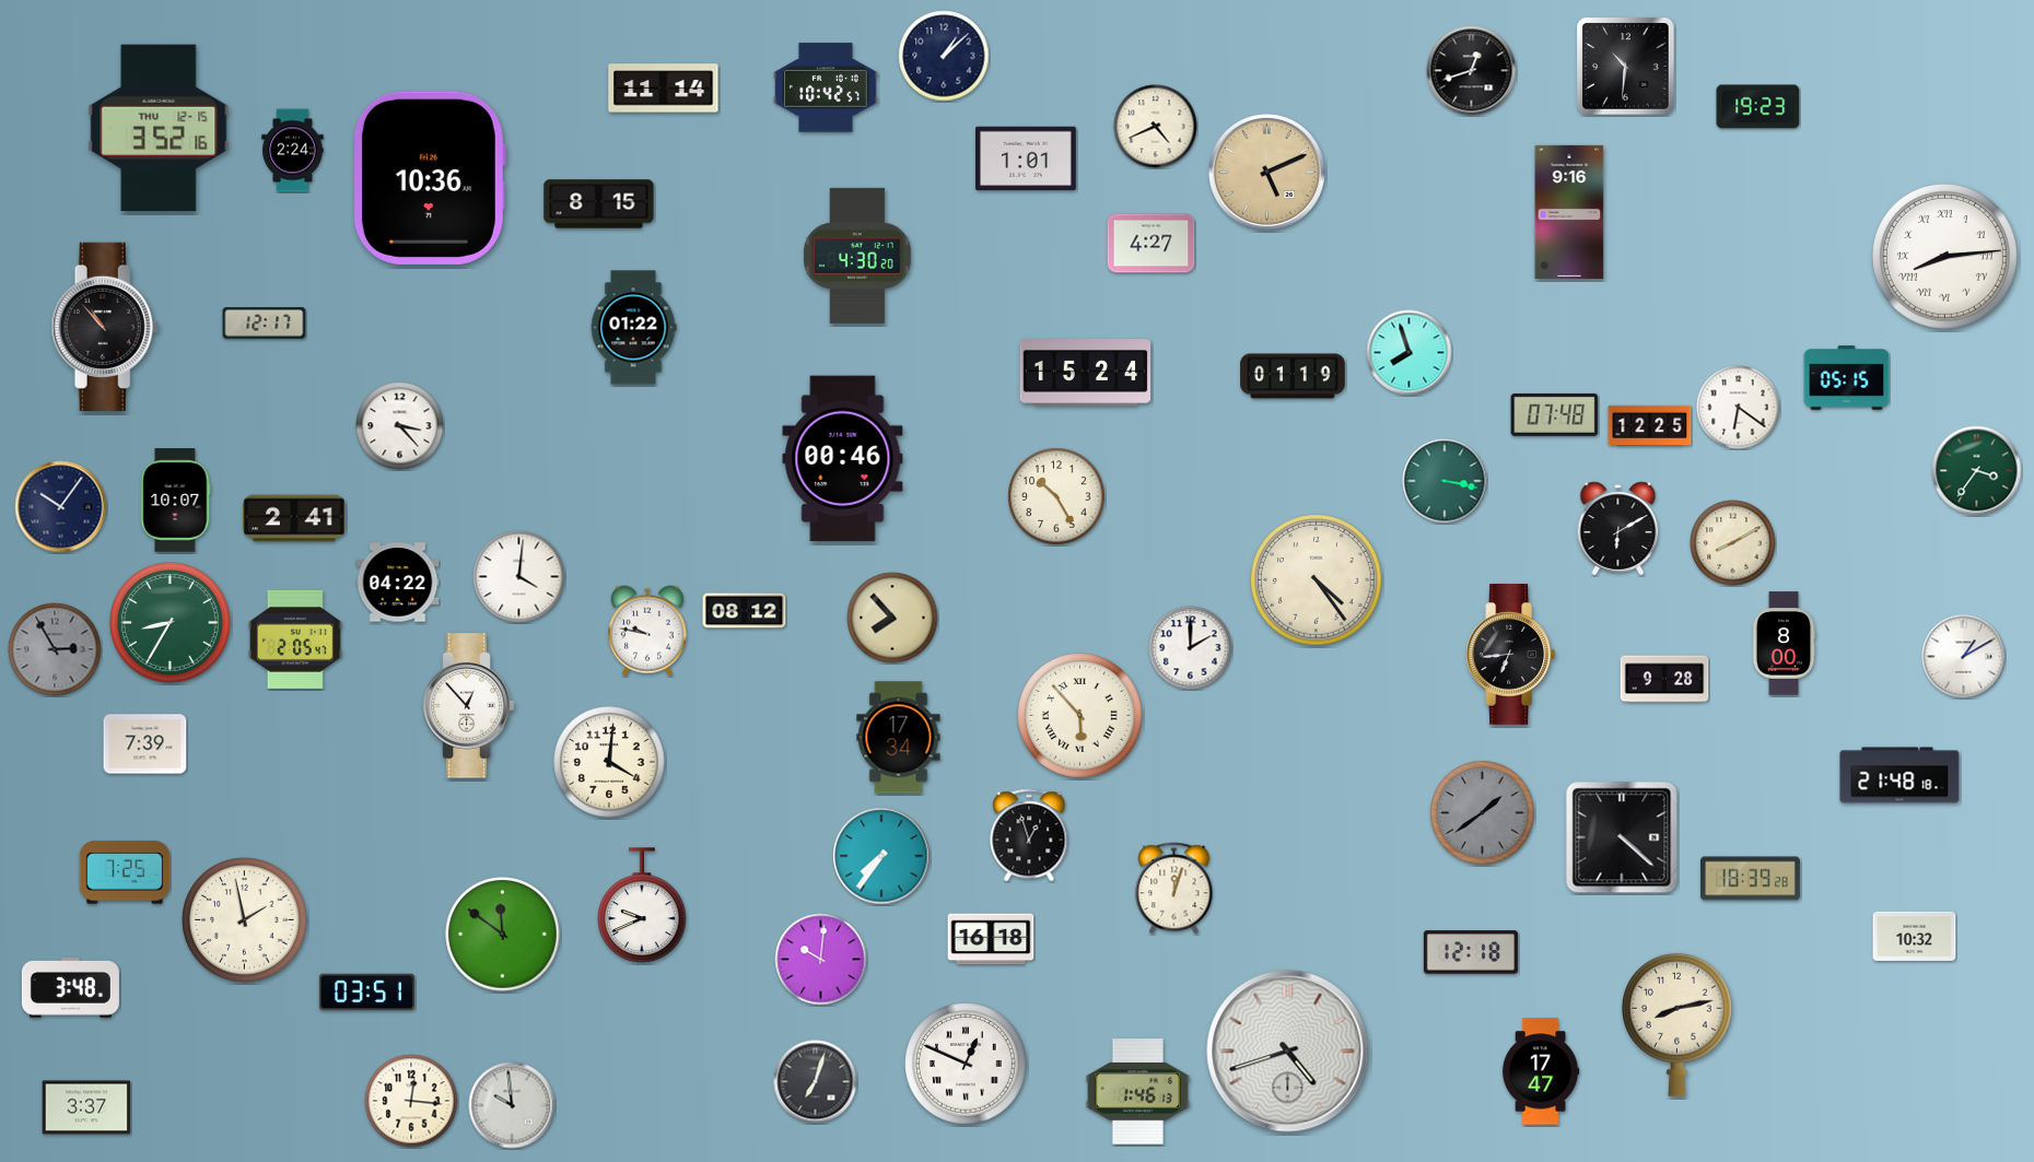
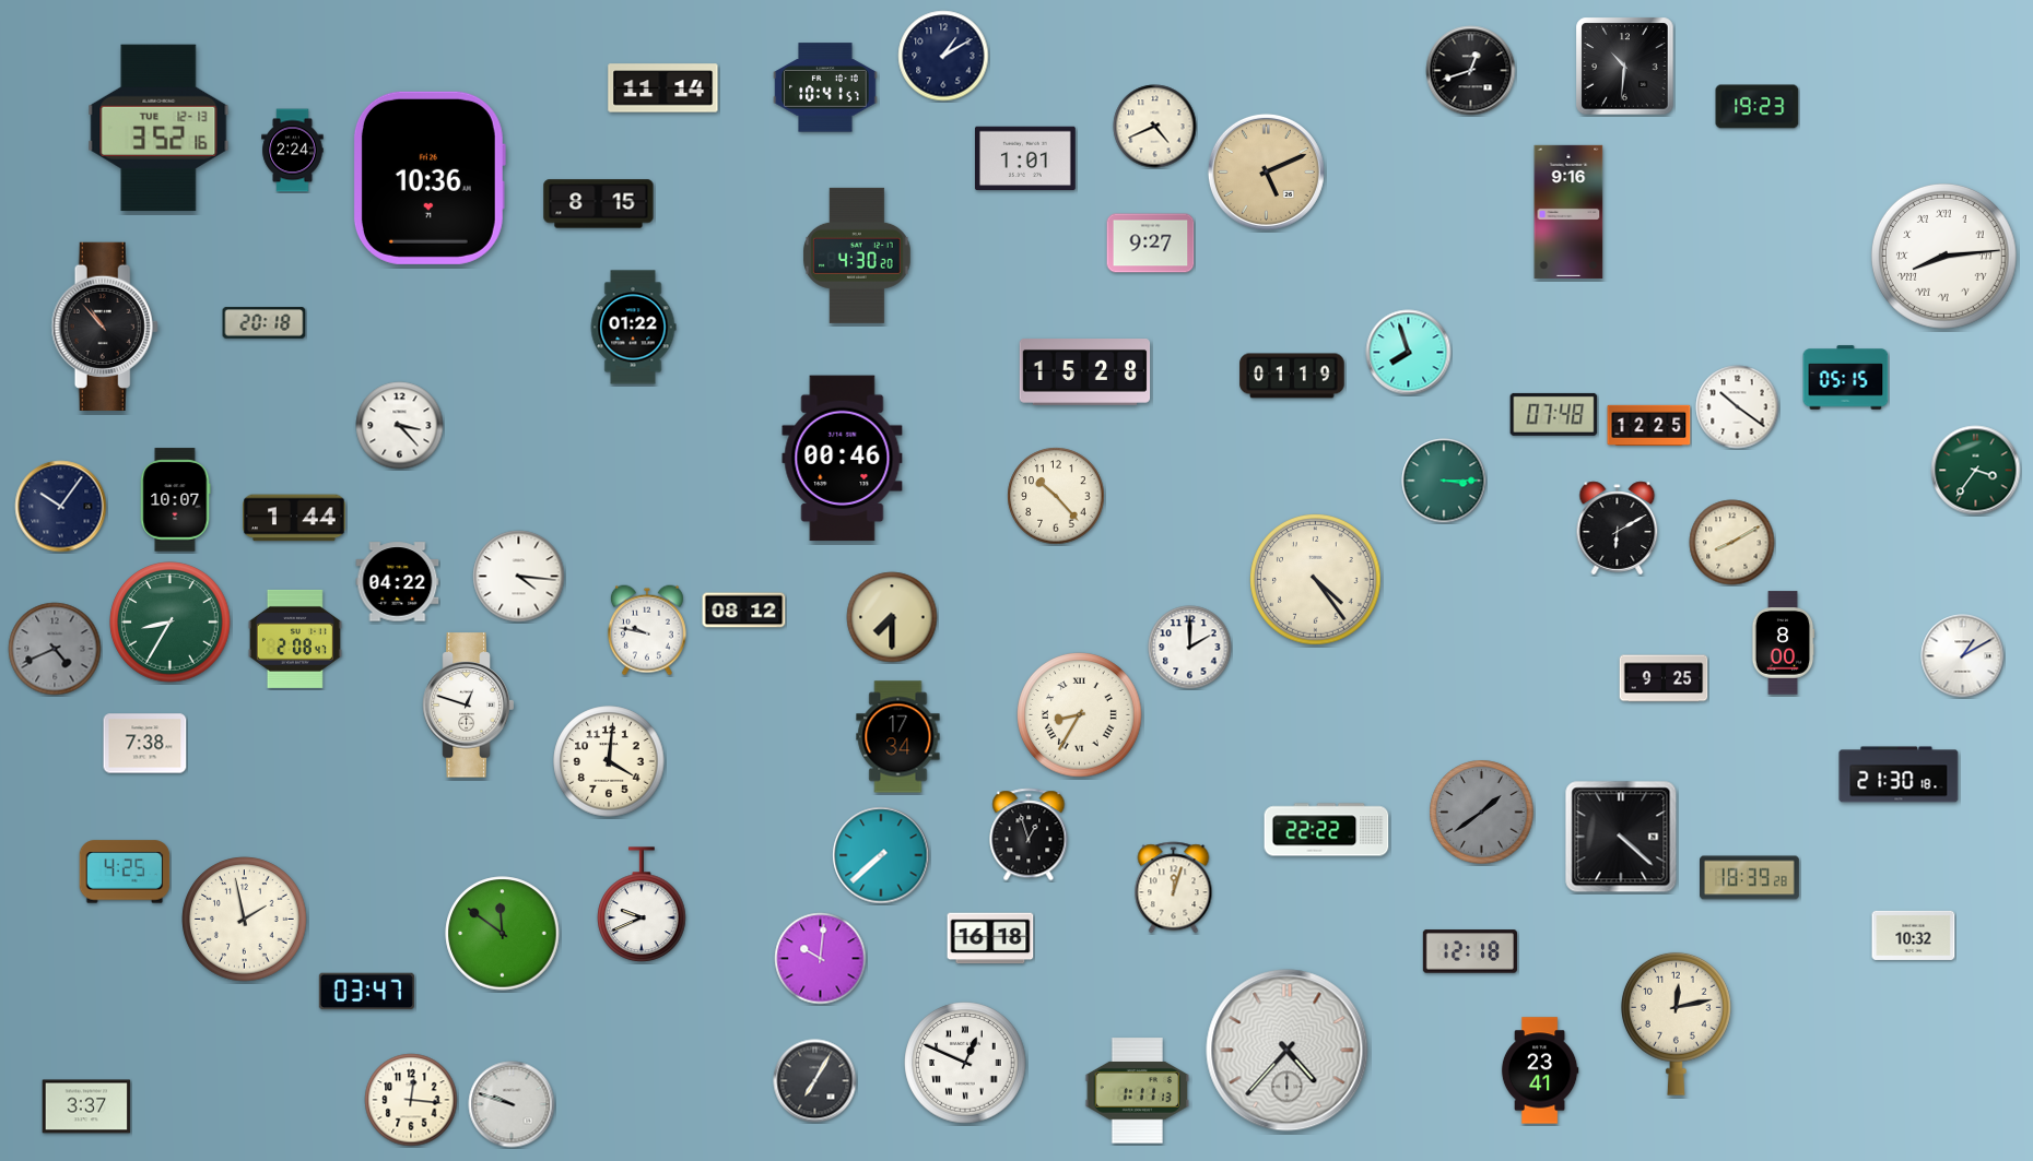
clock at (944, 56): 1:08 -> 1:10
clock at (826, 87): 10:42 -> 10:41
clock at (159, 128) date: THU 12-15 -> TUE 12-13
clock at (1152, 244): 4:27 -> 9:27
clock at (265, 324): 12:17 -> 20:18
clock at (1086, 373): 15:24 -> 15:28
clock at (1739, 408): 6:21 -> 10:21
clock at (1445, 481): 3:17 -> 3:15
clock at (1056, 496): 10:25 -> 10:23
clock at (294, 518): 2:41 -> 1:44
clock at (519, 577): 4:01 -> 4:16
clock at (892, 618): 7:53 -> 7:30
clock at (295, 639): 2:05 -> 2:08
clock at (55, 649): 2:55 -> 4:41
clock at (1511, 655): 6:44 -> none
clock at (1664, 679): 9:28 -> 9:25
clock at (469, 706): 12:53 -> 12:48
clock at (1080, 716): 5:53 -> 8:35
clock at (145, 744): 7:39 -> 7:38
clock at (1899, 775): 21:48 -> 21:30
clock at (1327, 830): none -> 22:22
clock at (881, 856): 7:36 -> 7:38
clock at (125, 872): 7:25 -> 4:25
clock at (70, 987): 3:48 -> none
clock at (366, 993): 03:51 -> 03:47
clock at (1676, 1024): 8:13 -> 12:13
clock at (1288, 1052): 4:42 -> 4:37
clock at (1541, 1071): 17:47 -> 23:41
clock at (816, 1082): 7:03 -> 7:05
clock at (1138, 1092): 1:46 -> 1:11
clock at (512, 1105): 9:59 -> 9:48
